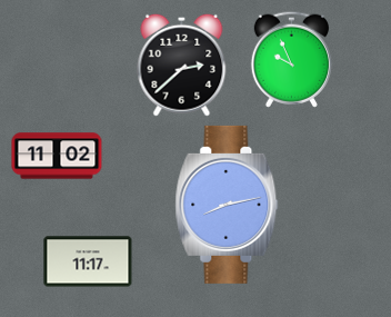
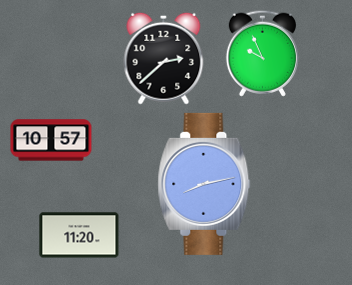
clock at (57, 156): 11:02 -> 10:57
clock at (88, 261): 11:17 -> 11:20
